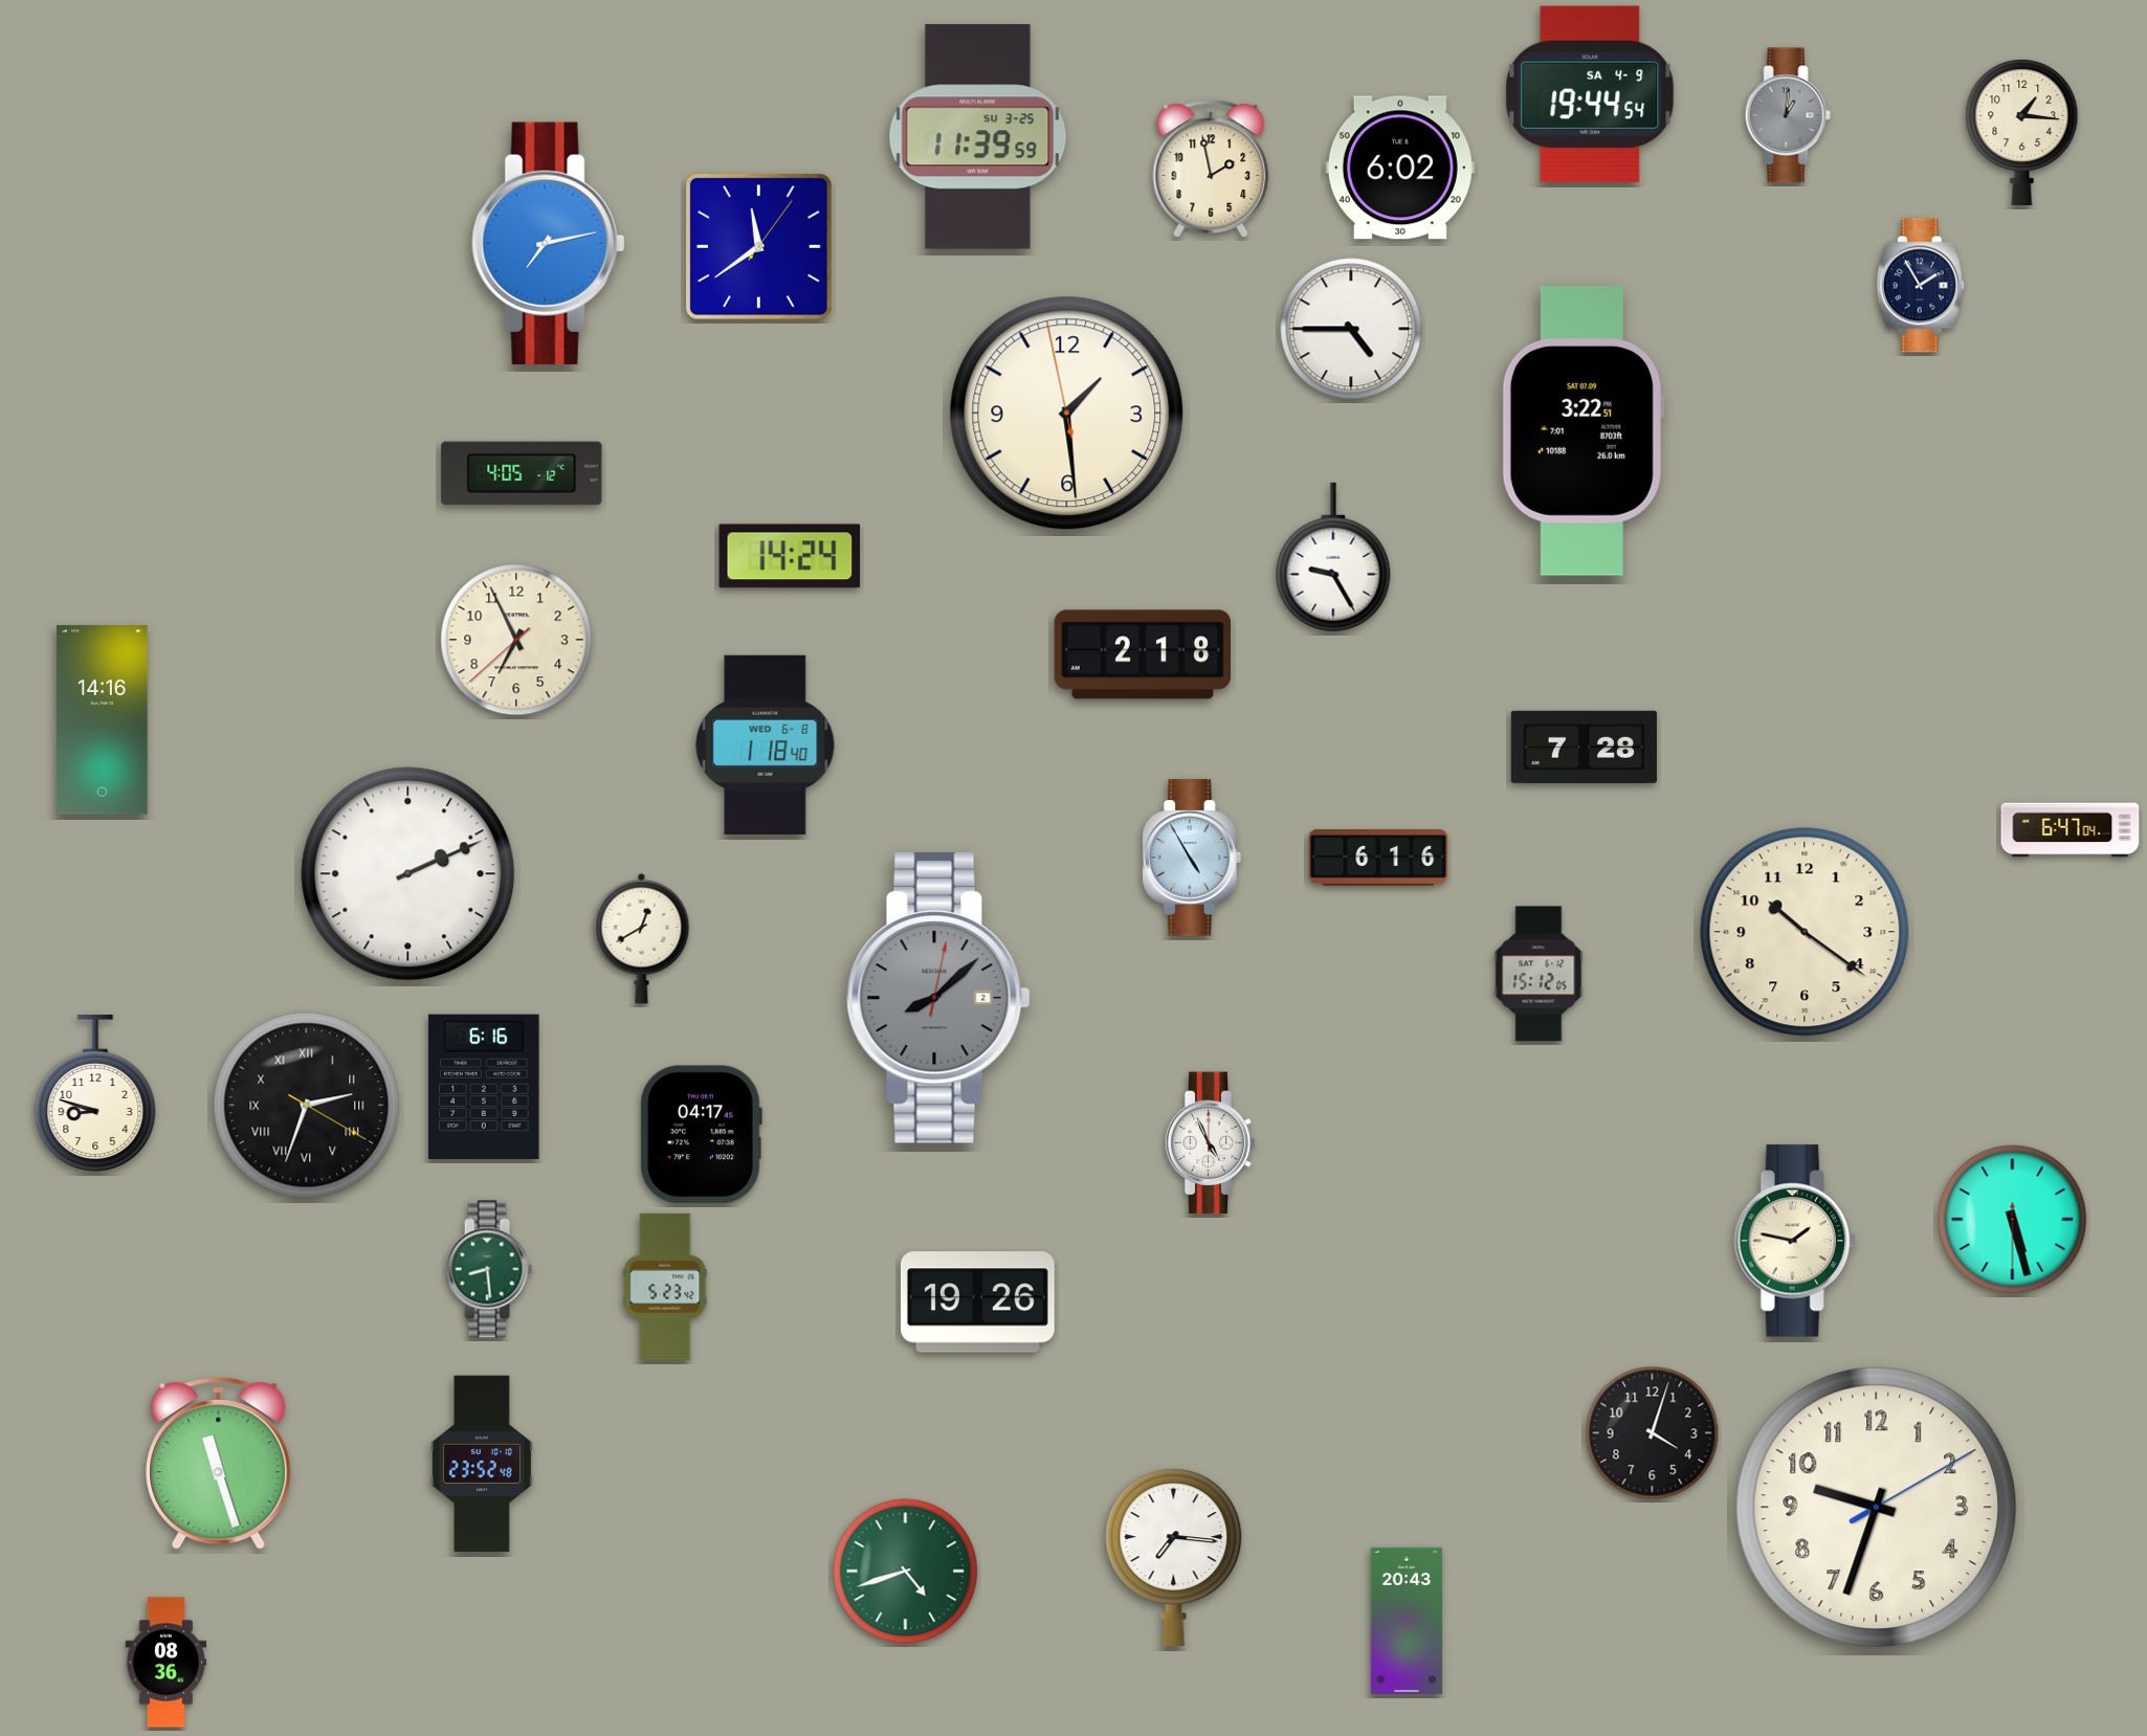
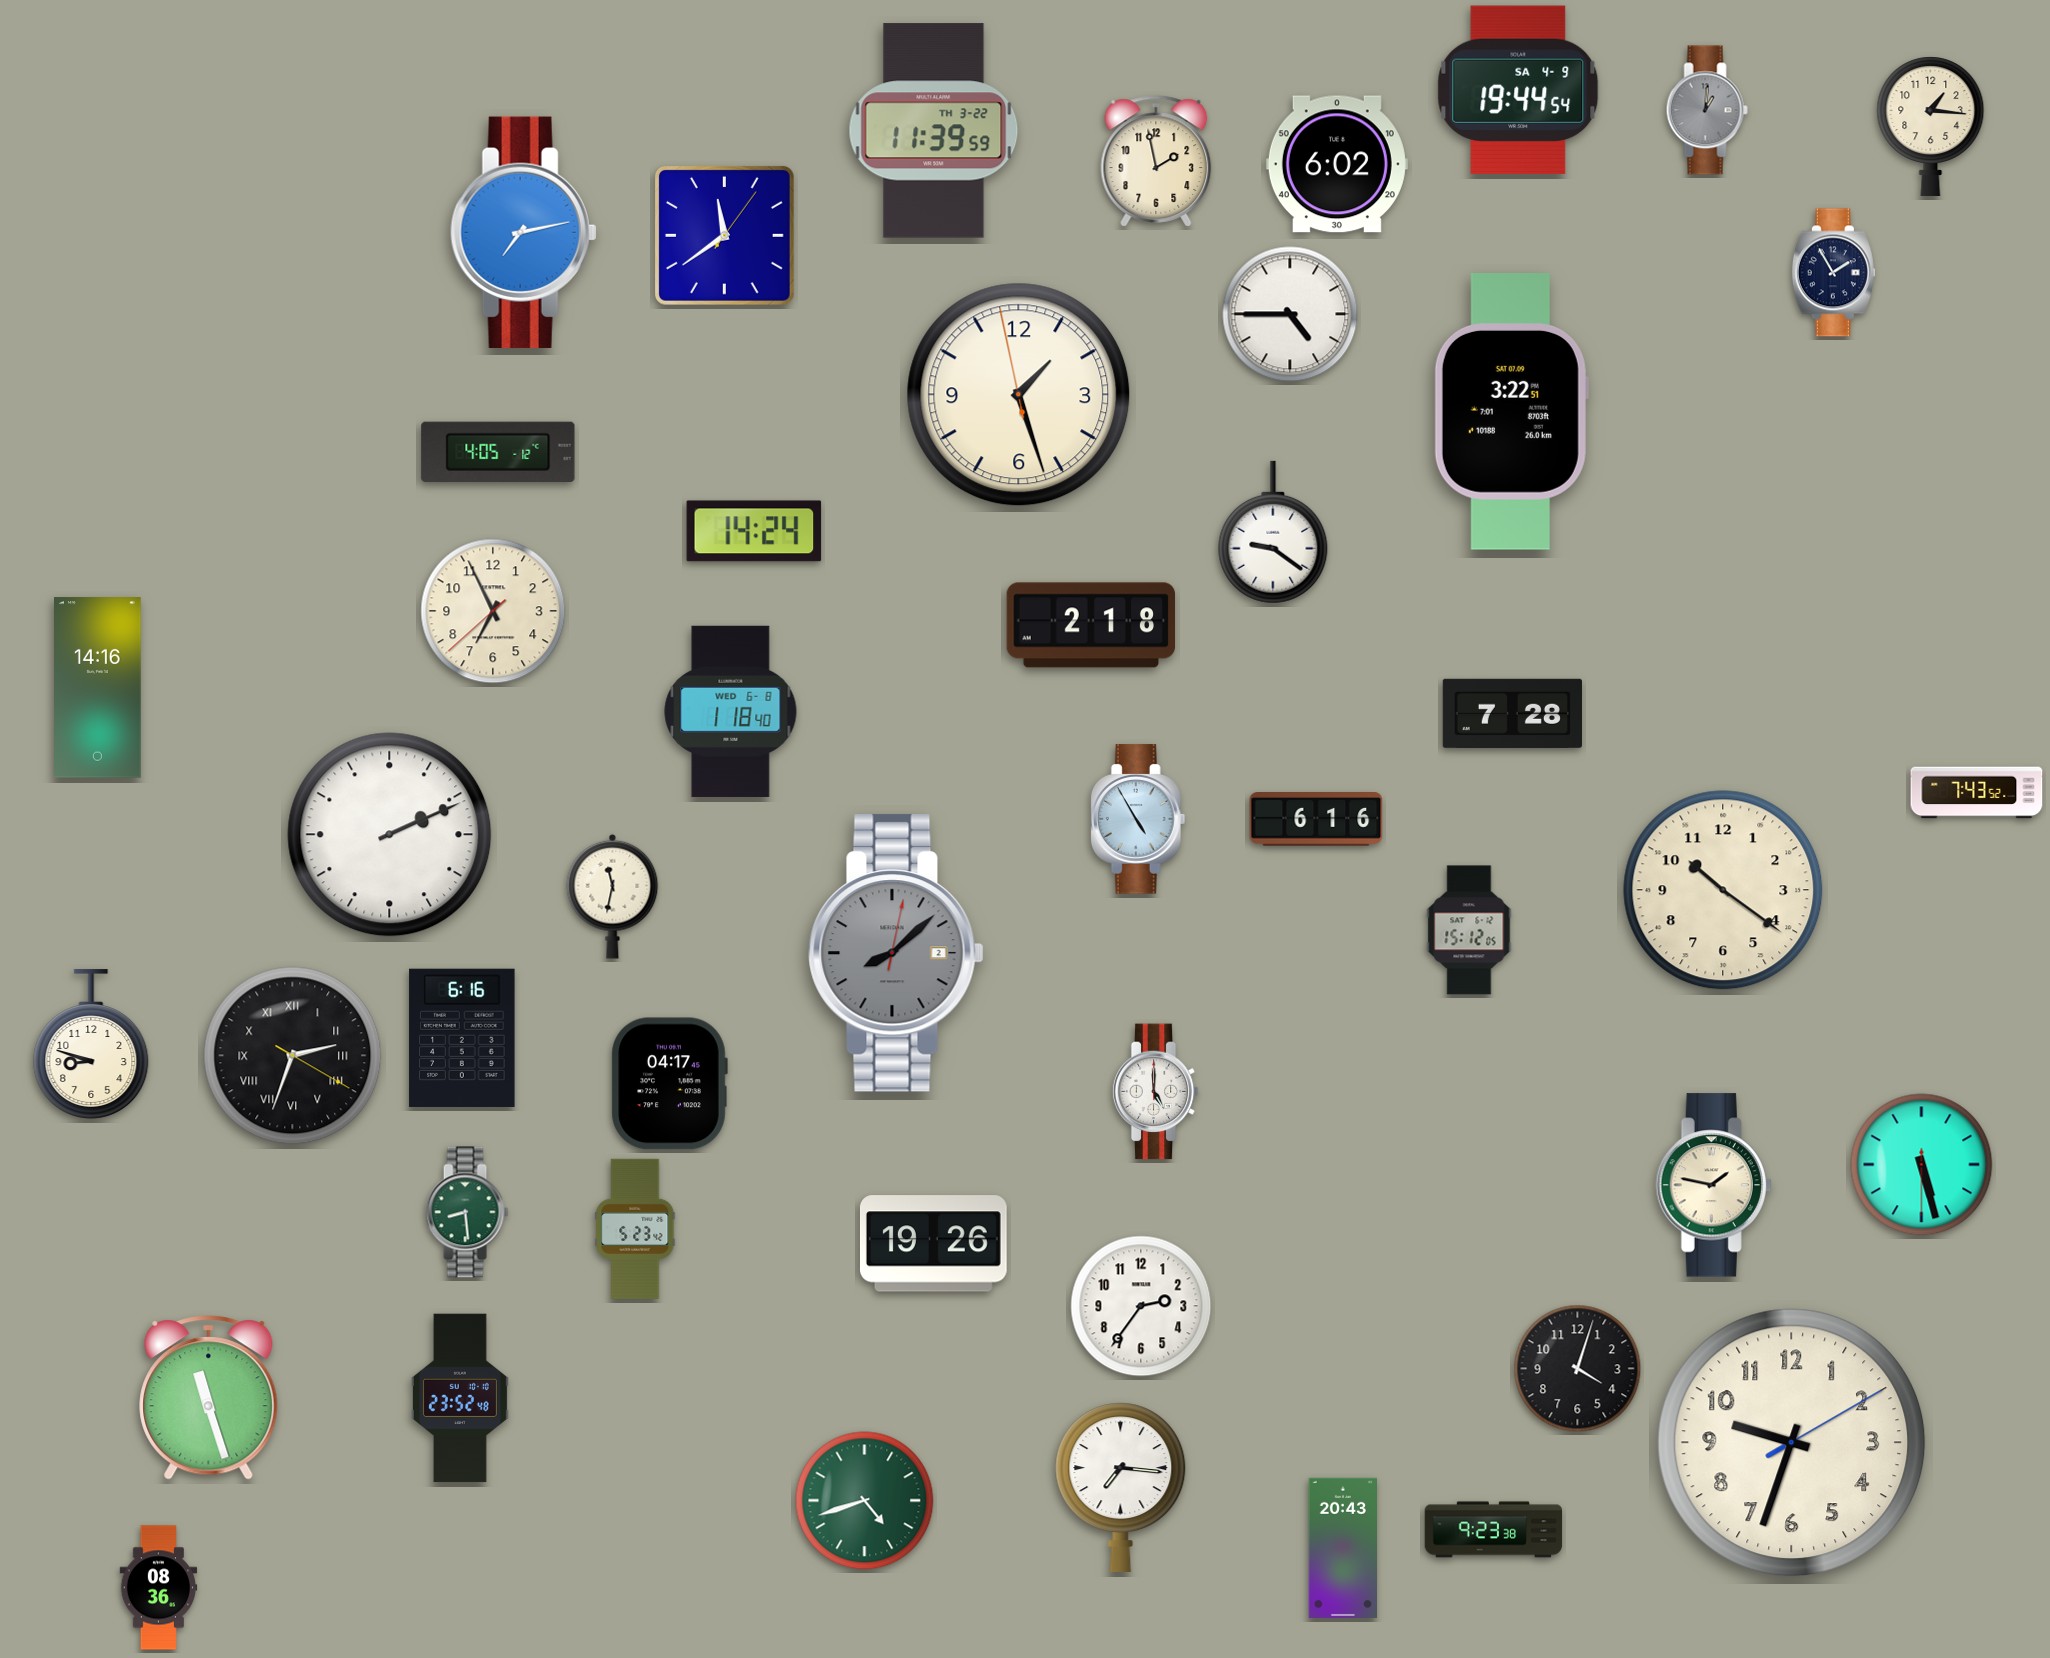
clock at (978, 137) date: SU 3-25 -> TH 3-22
clock at (1400, 168) position: (1400, 168) -> (1337, 164)
clock at (1067, 414): 1:28 -> 1:26
clock at (1333, 557): 9:25 -> 9:21
clock at (2071, 830): 6:47 -> 7:43
clock at (642, 938): 12:40 -> 11:32
clock at (1210, 1143): 4:56 -> 5:00
clock at (1141, 1306): none -> 2:36
clock at (1877, 1508) position: (1877, 1508) -> (1792, 1443)
clock at (1494, 1530): none -> 9:23
